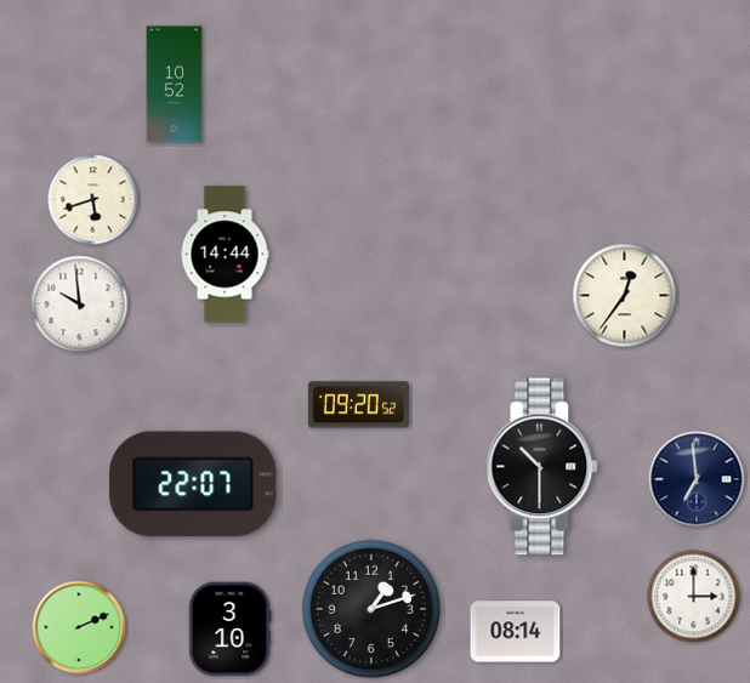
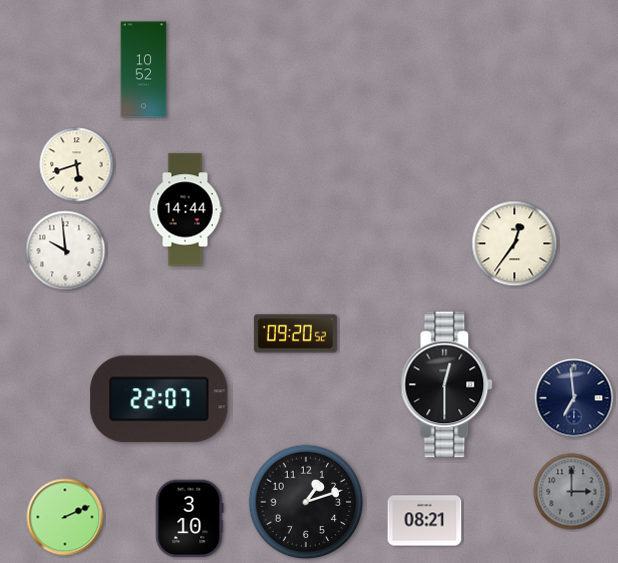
clock at (542, 467): 10:30 -> 12:30
clock at (697, 479) position: (697, 479) -> (574, 398)
clock at (694, 597) dial: white -> grey
clock at (516, 632): 08:14 -> 08:21
